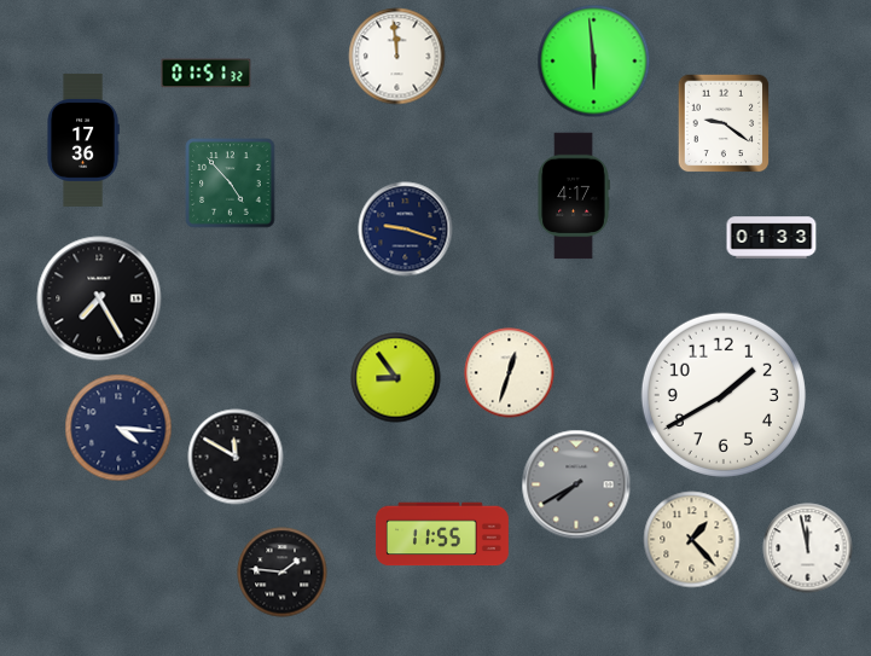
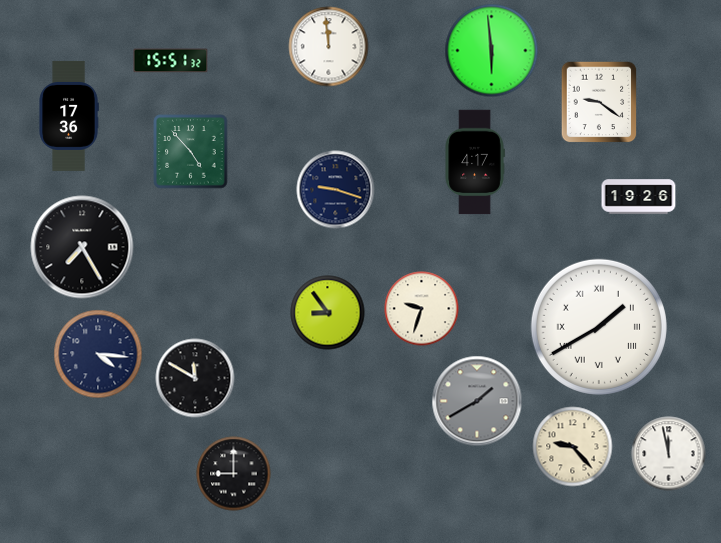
clock at (207, 74): 01:51 -> 15:51
clock at (772, 238): 01:33 -> 19:26
clock at (510, 373): 12:33 -> 9:33
clock at (724, 395) numerals: Arabic -> Roman
clock at (576, 484): 7:40 -> 1:40
clock at (442, 534): 11:55 -> none
clock at (692, 540): 1:23 -> 9:23
clock at (283, 573): 1:46 -> 9:00
